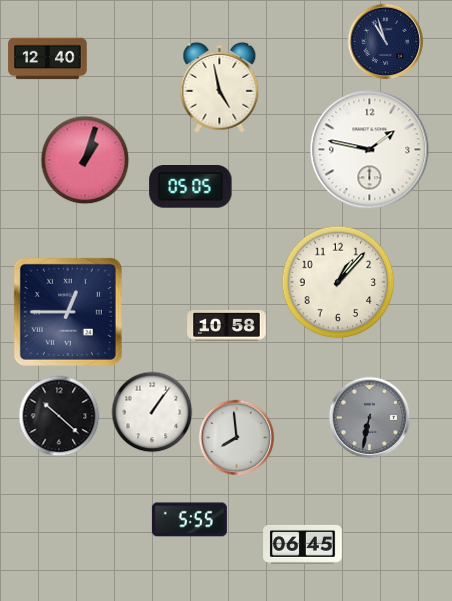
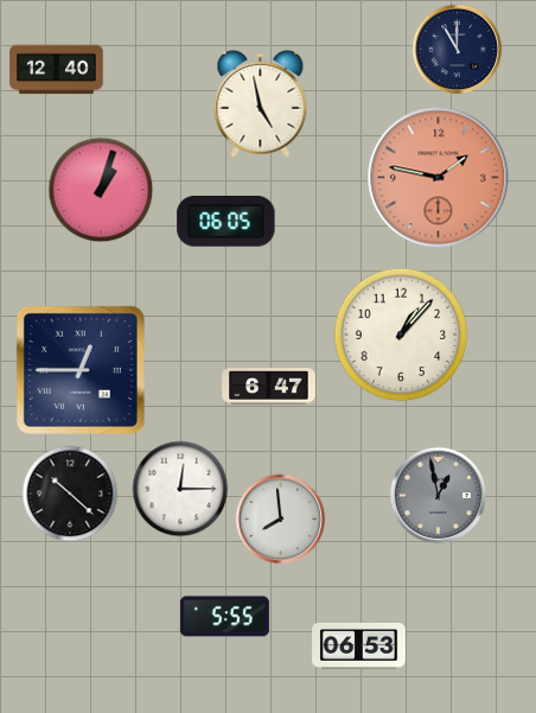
clock at (386, 42): 10:57 -> 11:00
clock at (370, 150) dial: white -> salmon
clock at (191, 187): 05:05 -> 06:05
clock at (227, 326): 10:58 -> 6:47
clock at (152, 412): 1:06 -> 12:15
clock at (370, 418): 6:32 -> 12:58
clock at (303, 544): 06:45 -> 06:53
